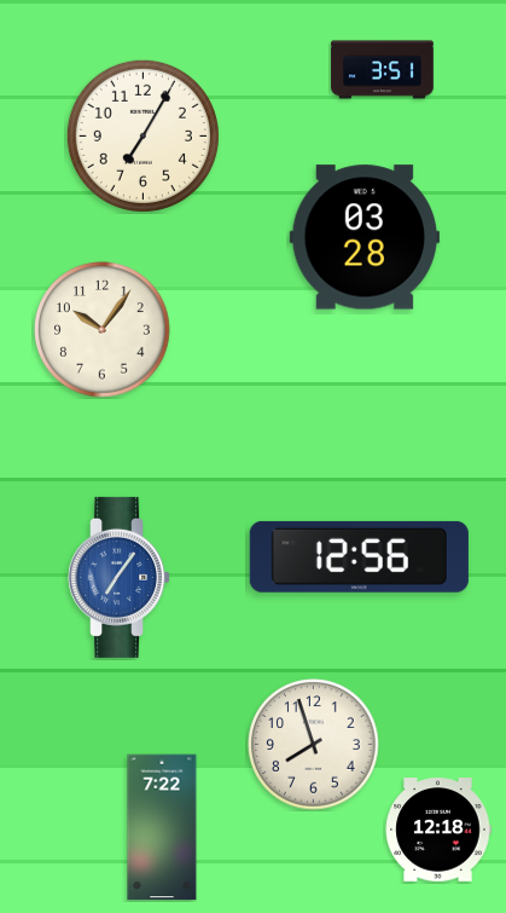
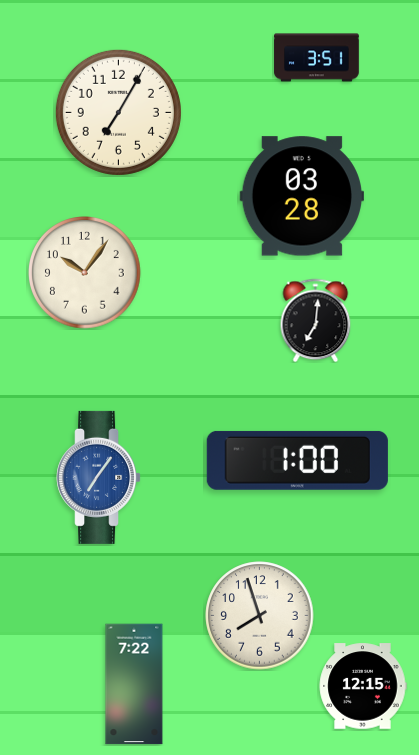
clock at (316, 320): none -> 7:01
clock at (359, 556): 12:56 -> 1:00
clock at (438, 830): 12:18 -> 12:15
